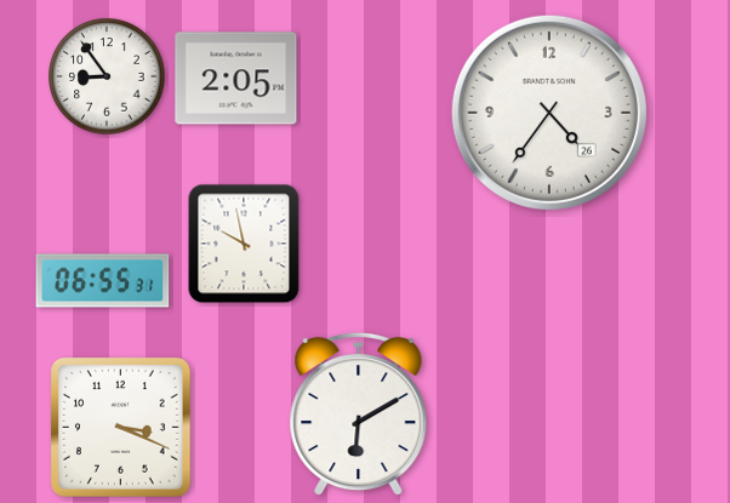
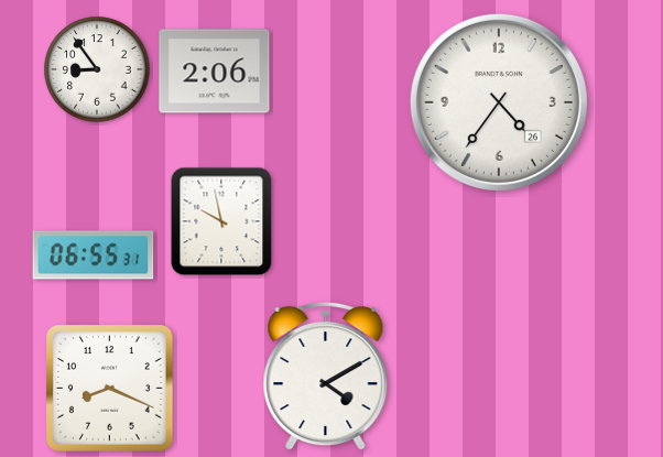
clock at (236, 79): 2:05 -> 2:06
clock at (359, 415): 6:10 -> 4:10
clock at (121, 428): 3:19 -> 8:19
